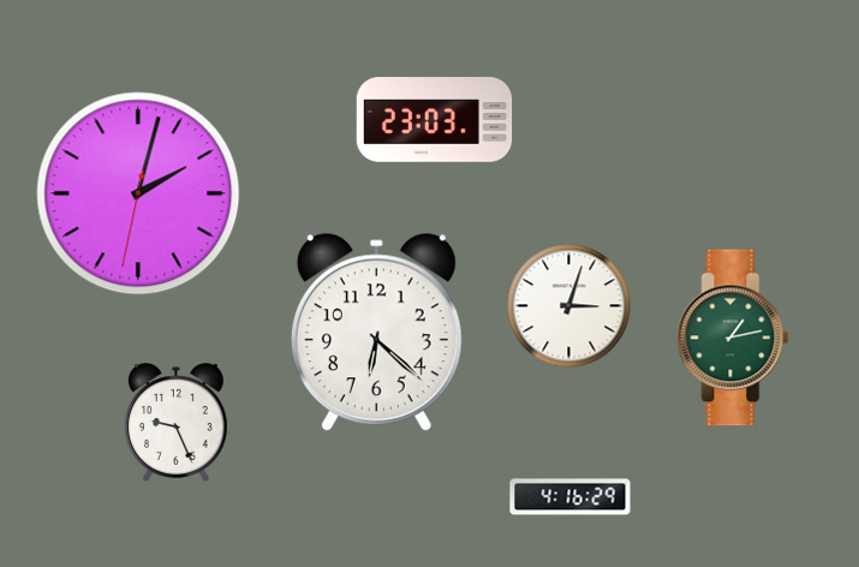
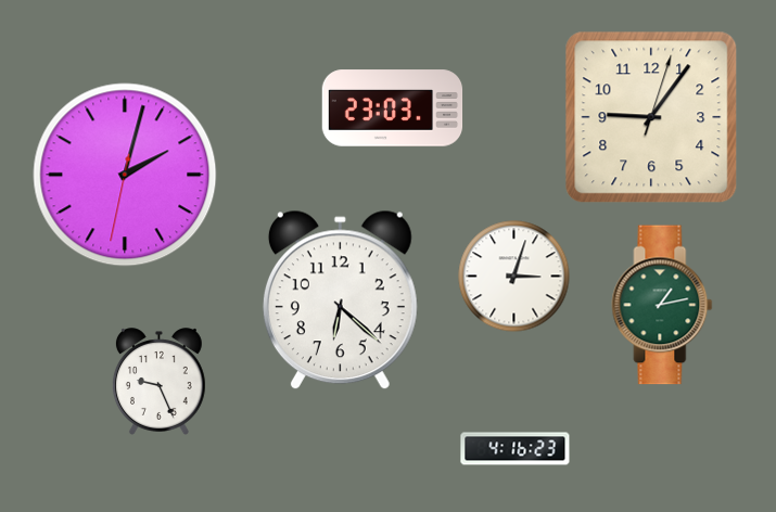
clock at (651, 117): none -> 9:06
clock at (571, 497): 4:16:29 -> 4:16:23
